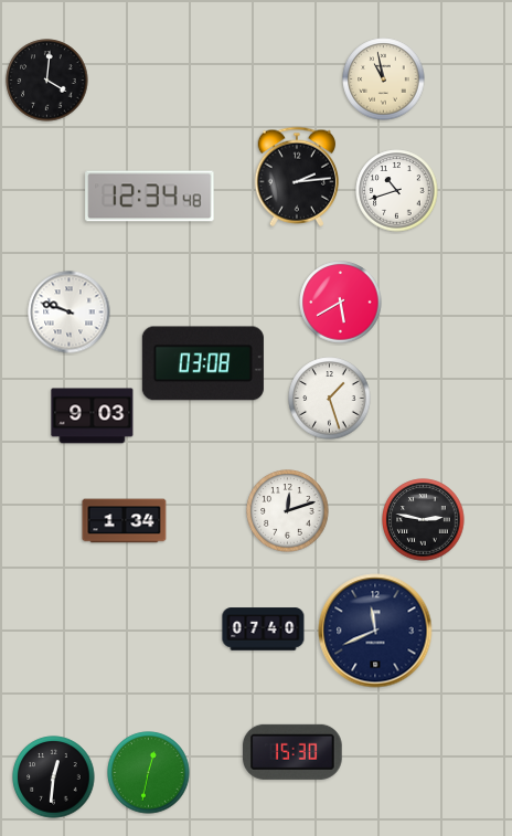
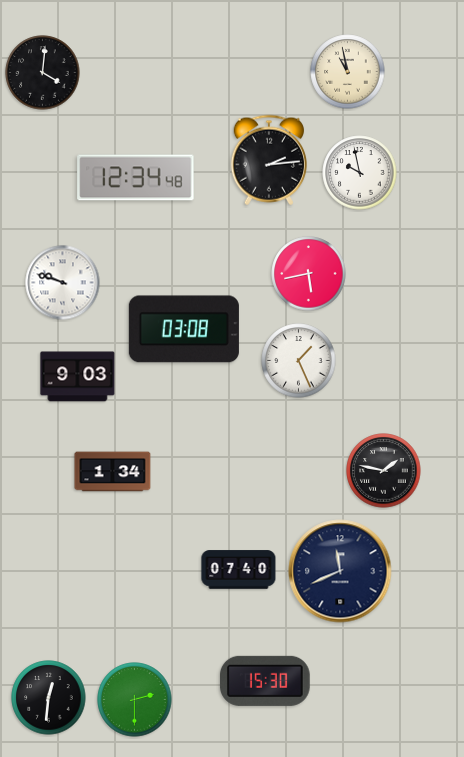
clock at (397, 191): 10:42 -> 9:58
clock at (341, 303): 5:40 -> 5:43
clock at (330, 399): 1:27 -> 1:26
clock at (93, 416) position: (93, 416) -> (78, 377)
clock at (288, 511): 12:12 -> none
clock at (424, 520): 2:47 -> 1:47
clock at (149, 773): 12:32 -> 2:30
clock at (54, 777) position: (54, 777) -> (49, 698)
